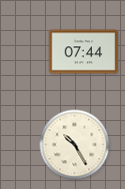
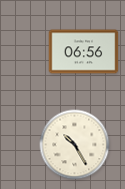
clock at (84, 52): 07:44 -> 06:56
